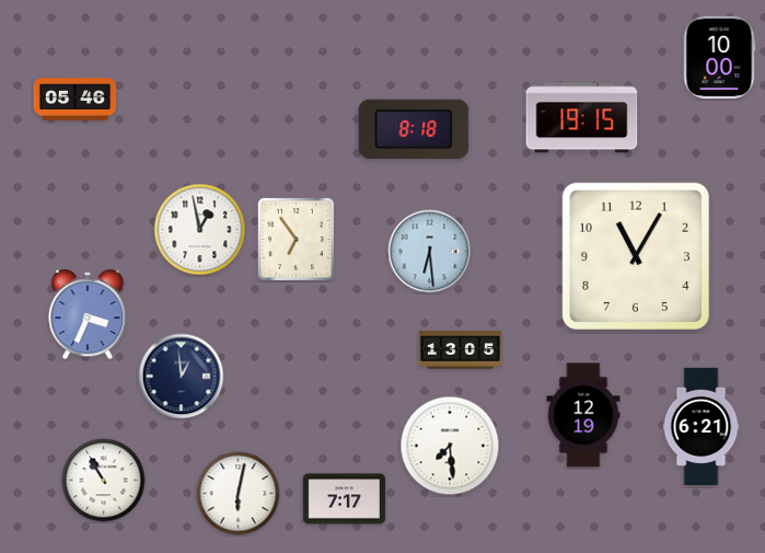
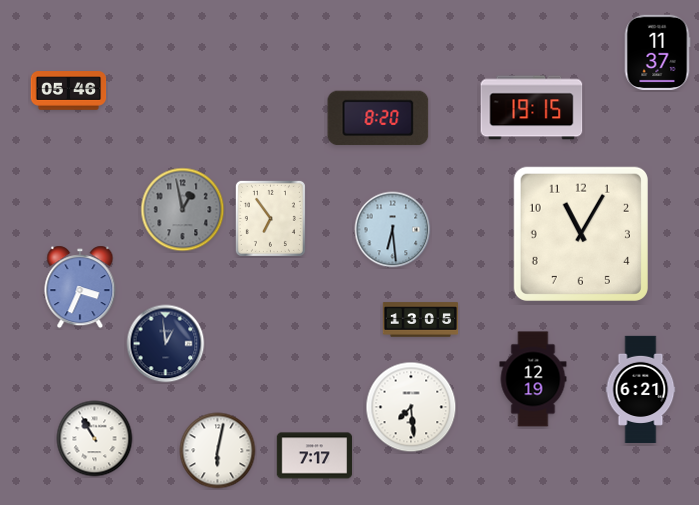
clock at (719, 58): 10:00 -> 11:37
clock at (414, 129): 8:18 -> 8:20
clock at (200, 230) dial: white -> grey
